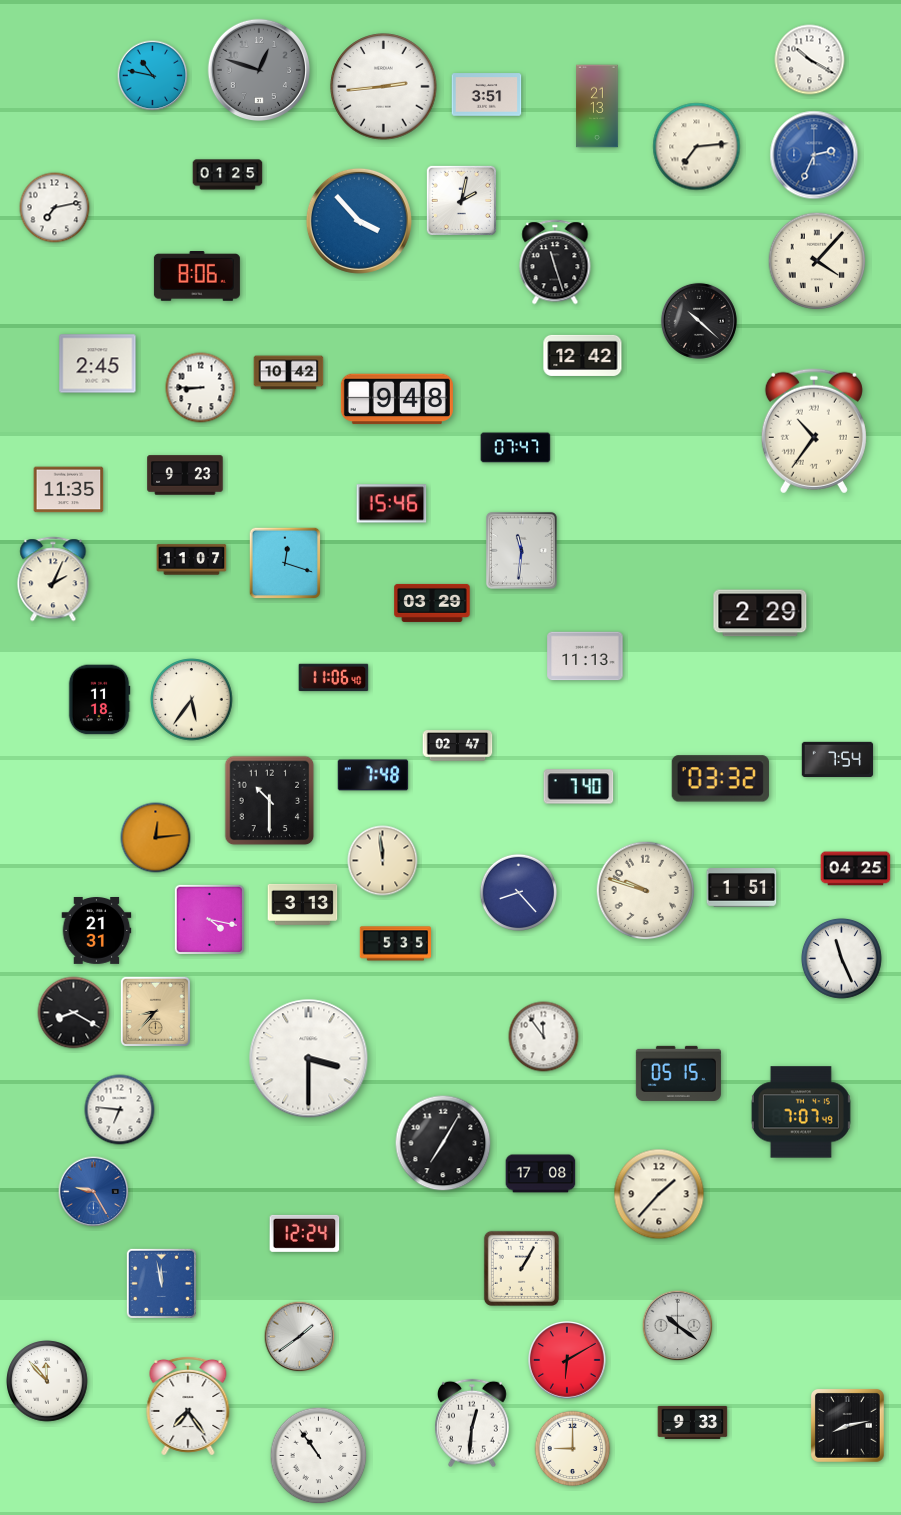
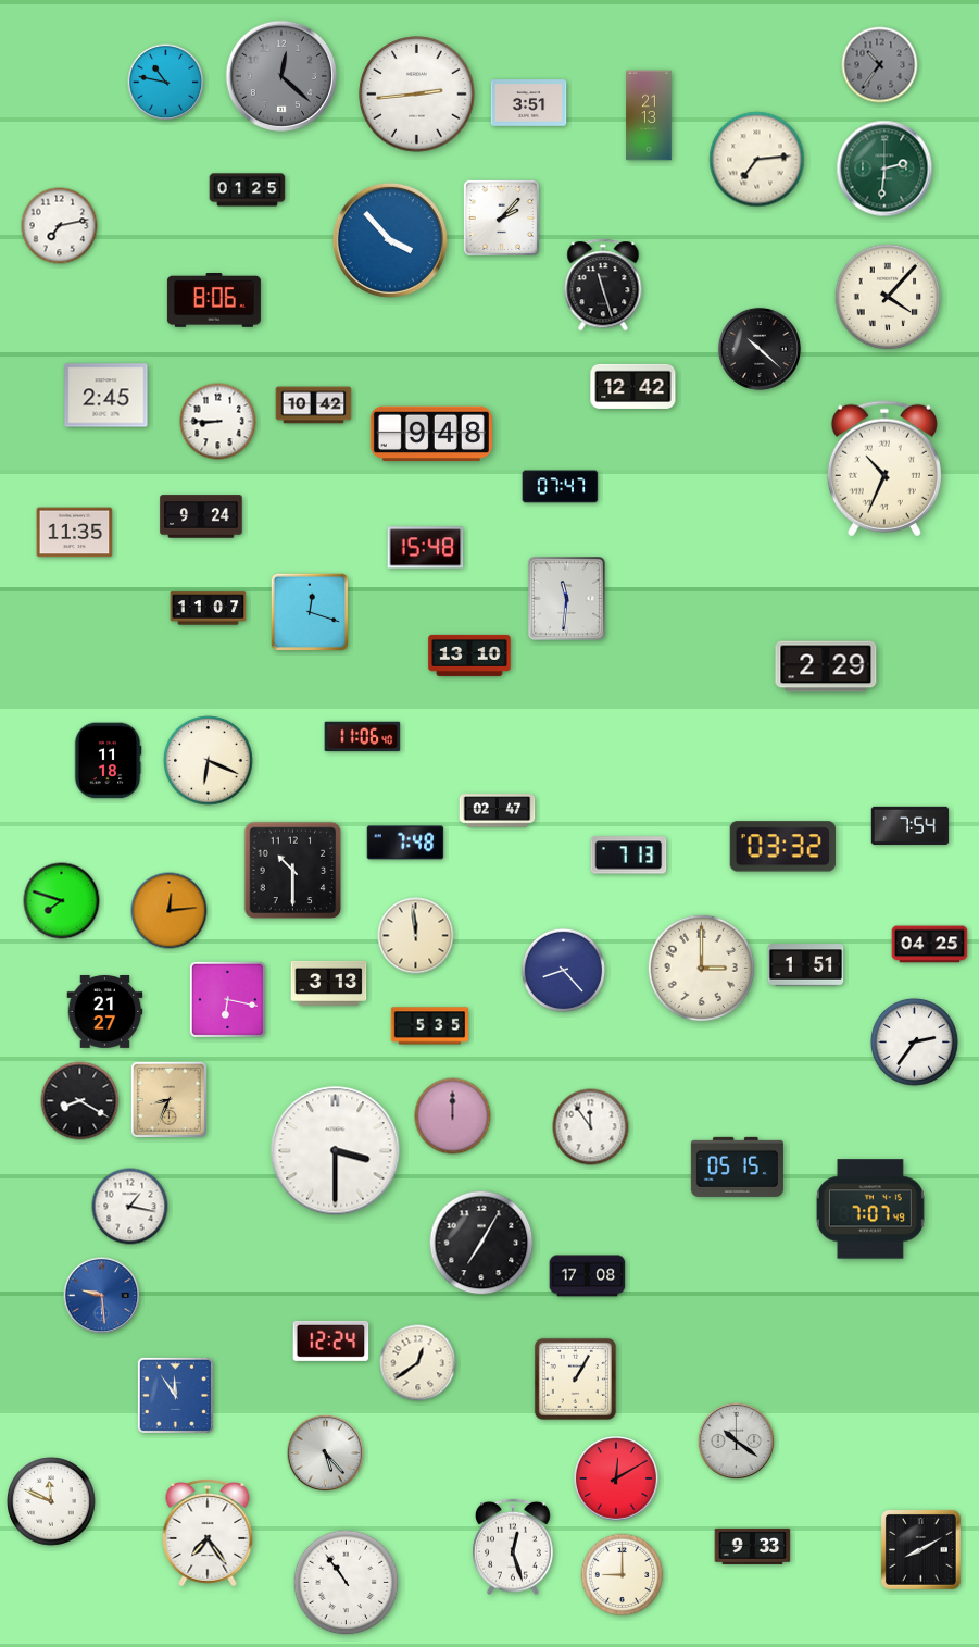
clock at (810, 60): 10:20 -> 10:36
clock at (810, 60) dial: white -> grey
clock at (258, 69): 12:48 -> 12:22
clock at (814, 155): 2:34 -> 2:31
clock at (814, 155) dial: blue -> green
clock at (461, 200): 2:02 -> 2:07
clock at (817, 261) position: (817, 261) -> (888, 297)
clock at (814, 431): 10:36 -> 10:34
clock at (185, 475): 9:23 -> 9:24
clock at (392, 504): 15:46 -> 15:48
clock at (53, 579): 2:04 -> none
clock at (432, 603): 03:29 -> 13:10
clock at (585, 656): 11:13 -> none
clock at (192, 700): 5:36 -> 6:19
clock at (579, 787): 7:40 -> 7:13
clock at (62, 901): none -> 7:48
clock at (646, 891): 9:48 -> 3:00
clock at (209, 919): 4:17 -> 6:17
clock at (97, 931): 21:31 -> 21:27
clock at (841, 958): 11:26 -> 2:36
clock at (155, 1011): 8:37 -> 8:34
clock at (453, 1116): none -> 12:00
clock at (120, 1110): 6:46 -> 1:17
clock at (94, 1192): 9:25 -> 9:29
clock at (659, 1194): 1:37 -> none
clock at (418, 1363): none -> 12:39
clock at (521, 1268) position: (521, 1268) -> (575, 1378)
clock at (161, 1283): 11:58 -> 11:54
clock at (300, 1337): 1:39 -> 5:23
clock at (568, 1361): 6:10 -> 12:10
clock at (47, 1381): 11:53 -> 11:49
clock at (188, 1406) position: (188, 1406) -> (208, 1533)
clock at (473, 1423): 12:31 -> 12:27
clock at (847, 1425): 8:13 -> 8:10
